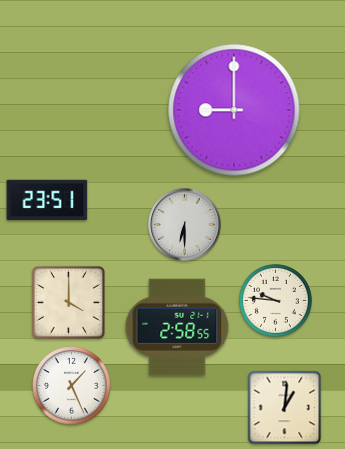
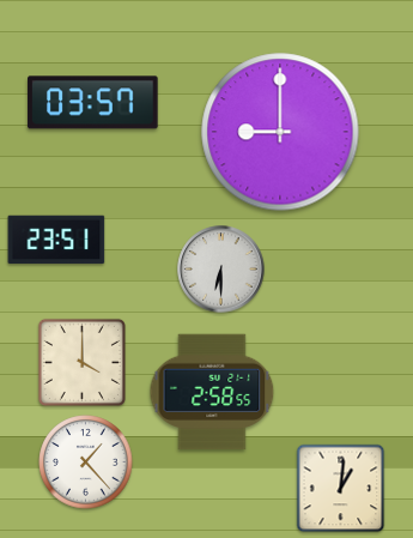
clock at (93, 103): none -> 03:57
clock at (275, 300): 9:46 -> none
clock at (72, 386): 1:26 -> 1:23
